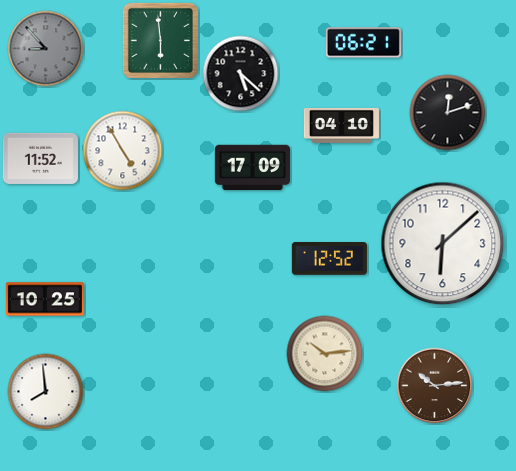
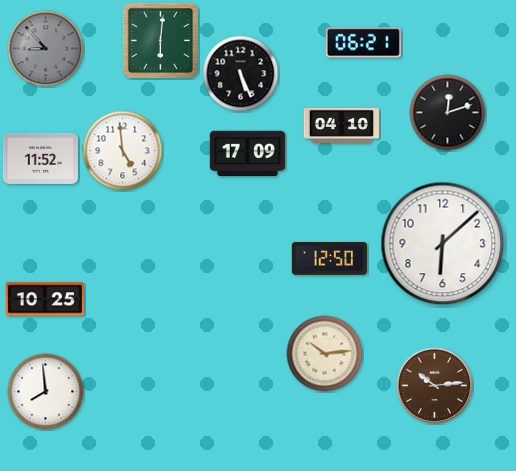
clock at (160, 40): 5:59 -> 6:01
clock at (241, 74): 5:22 -> 5:26
clock at (123, 151): 4:55 -> 4:59
clock at (252, 168) position: (252, 168) -> (247, 154)
clock at (329, 259): 12:52 -> 12:50
